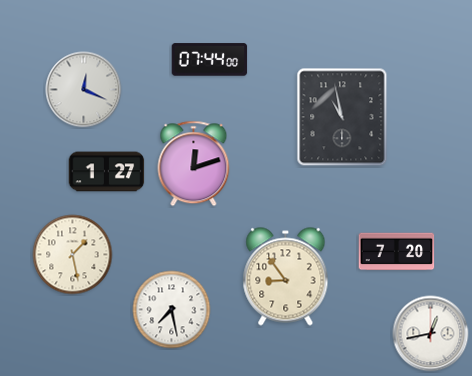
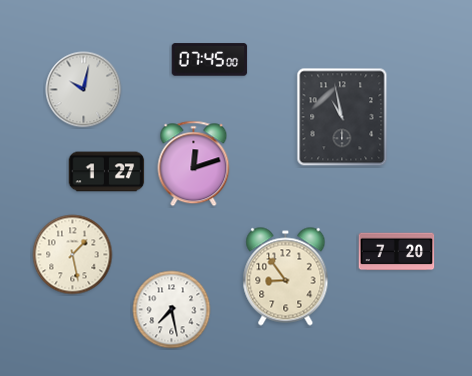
clock at (210, 60): 07:44 -> 07:45
clock at (84, 90): 12:19 -> 10:02
clock at (431, 334): 12:43 -> none
